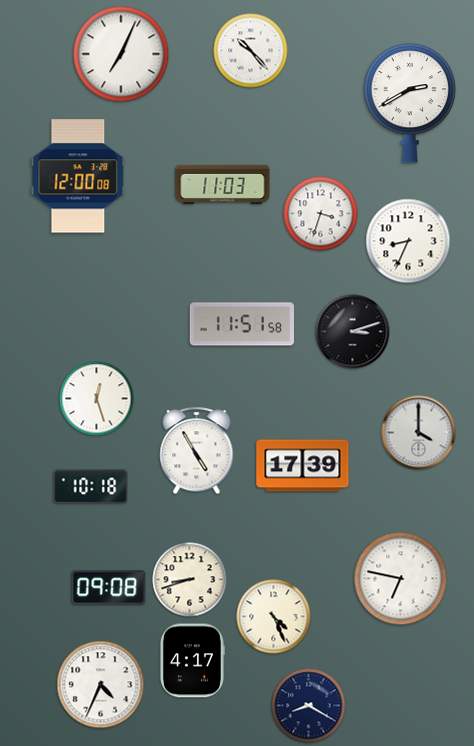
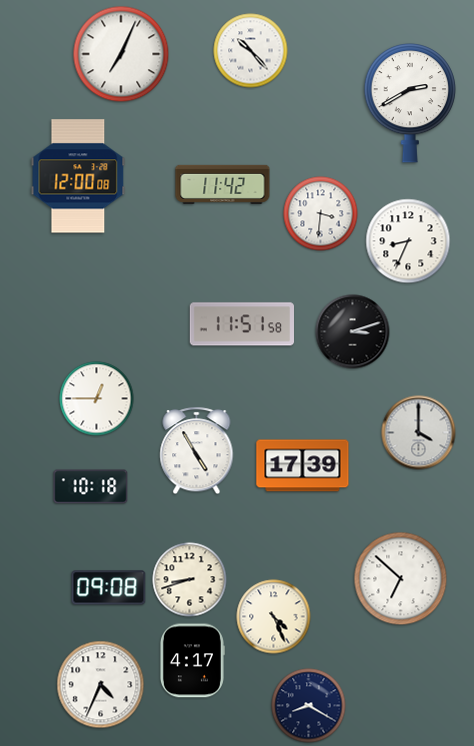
clock at (223, 184): 11:03 -> 11:42
clock at (321, 214): 3:33 -> 3:31
clock at (97, 399): 12:27 -> 12:45
clock at (401, 579): 6:47 -> 6:52
